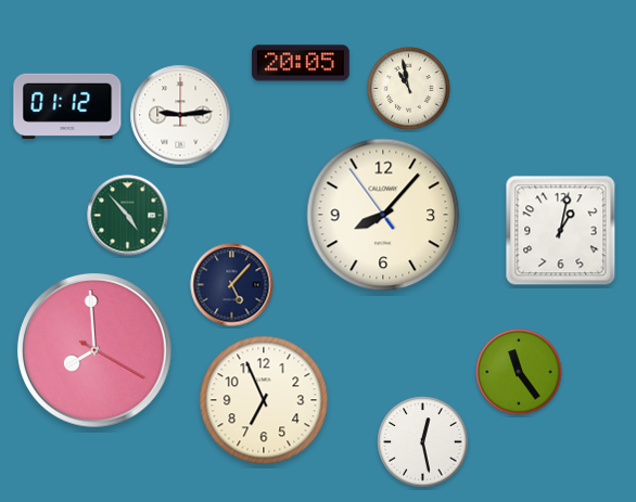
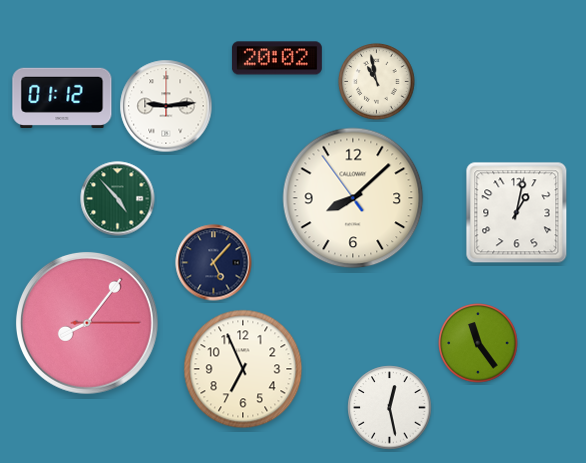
clock at (301, 63): 20:05 -> 20:02
clock at (383, 215): 8:06 -> 8:07
clock at (94, 350): 7:59 -> 8:06
